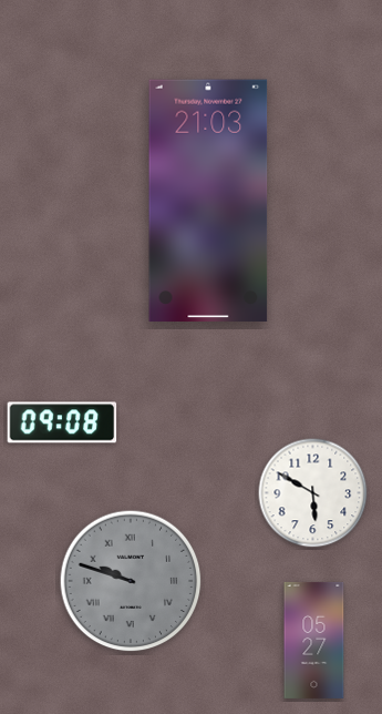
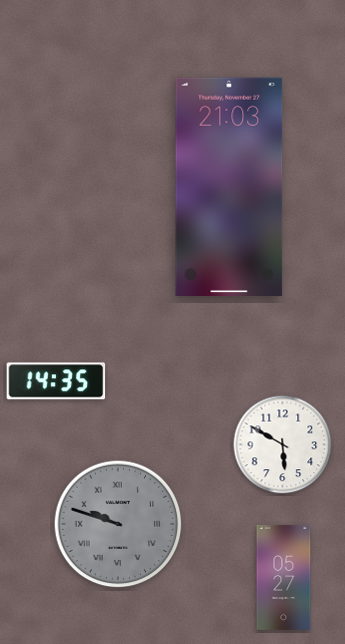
clock at (208, 200) position: (208, 200) -> (229, 186)
clock at (62, 422): 09:08 -> 14:35
